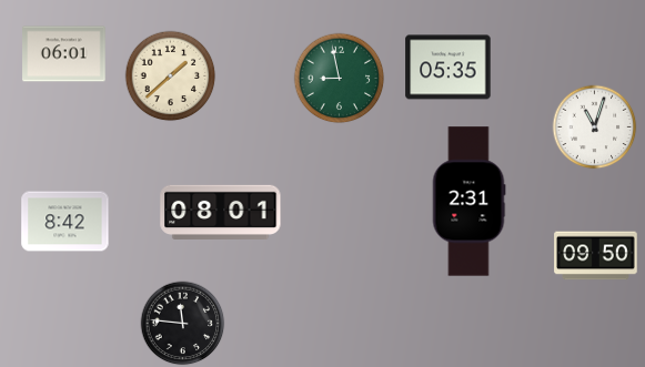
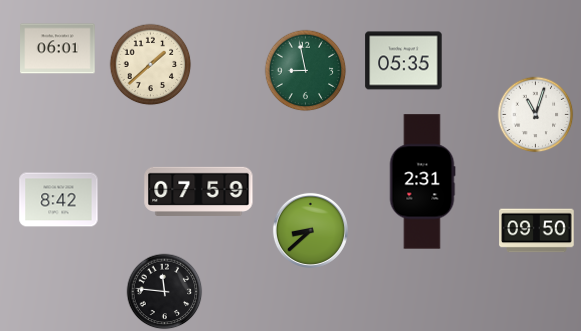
clock at (171, 77) position: (171, 77) -> (151, 65)
clock at (221, 212): 08:01 -> 07:59
clock at (310, 230): none -> 8:38
